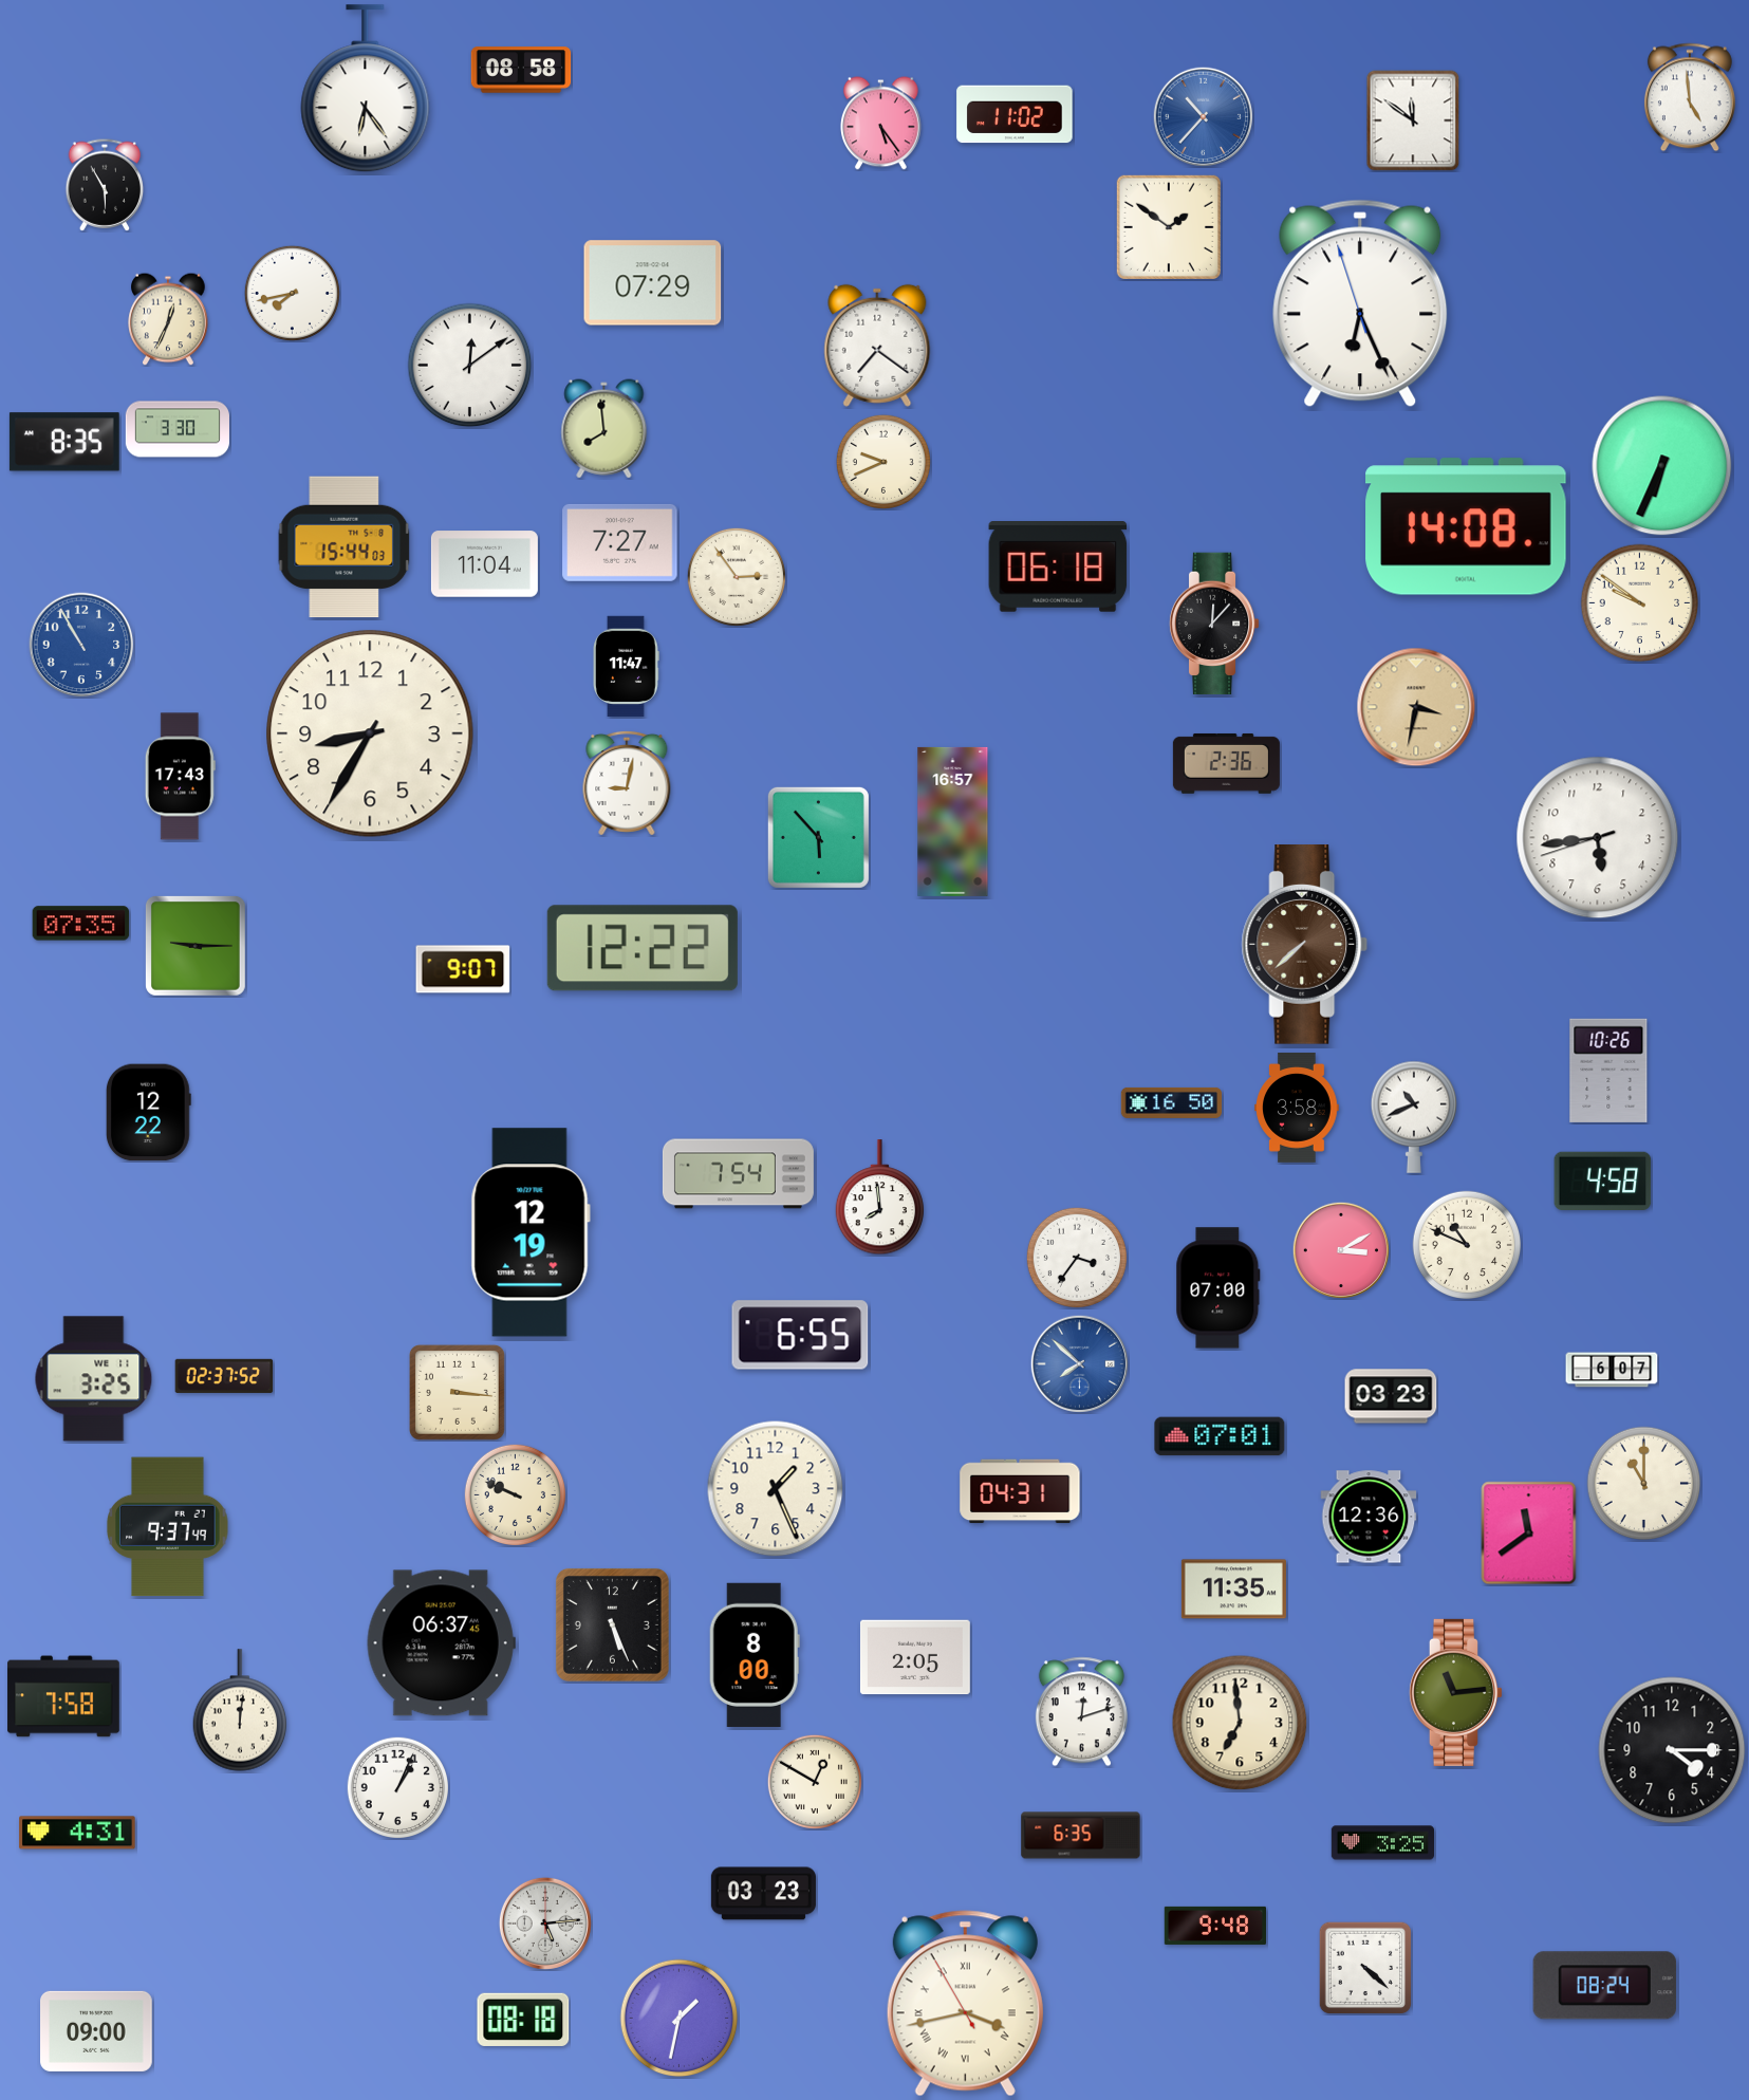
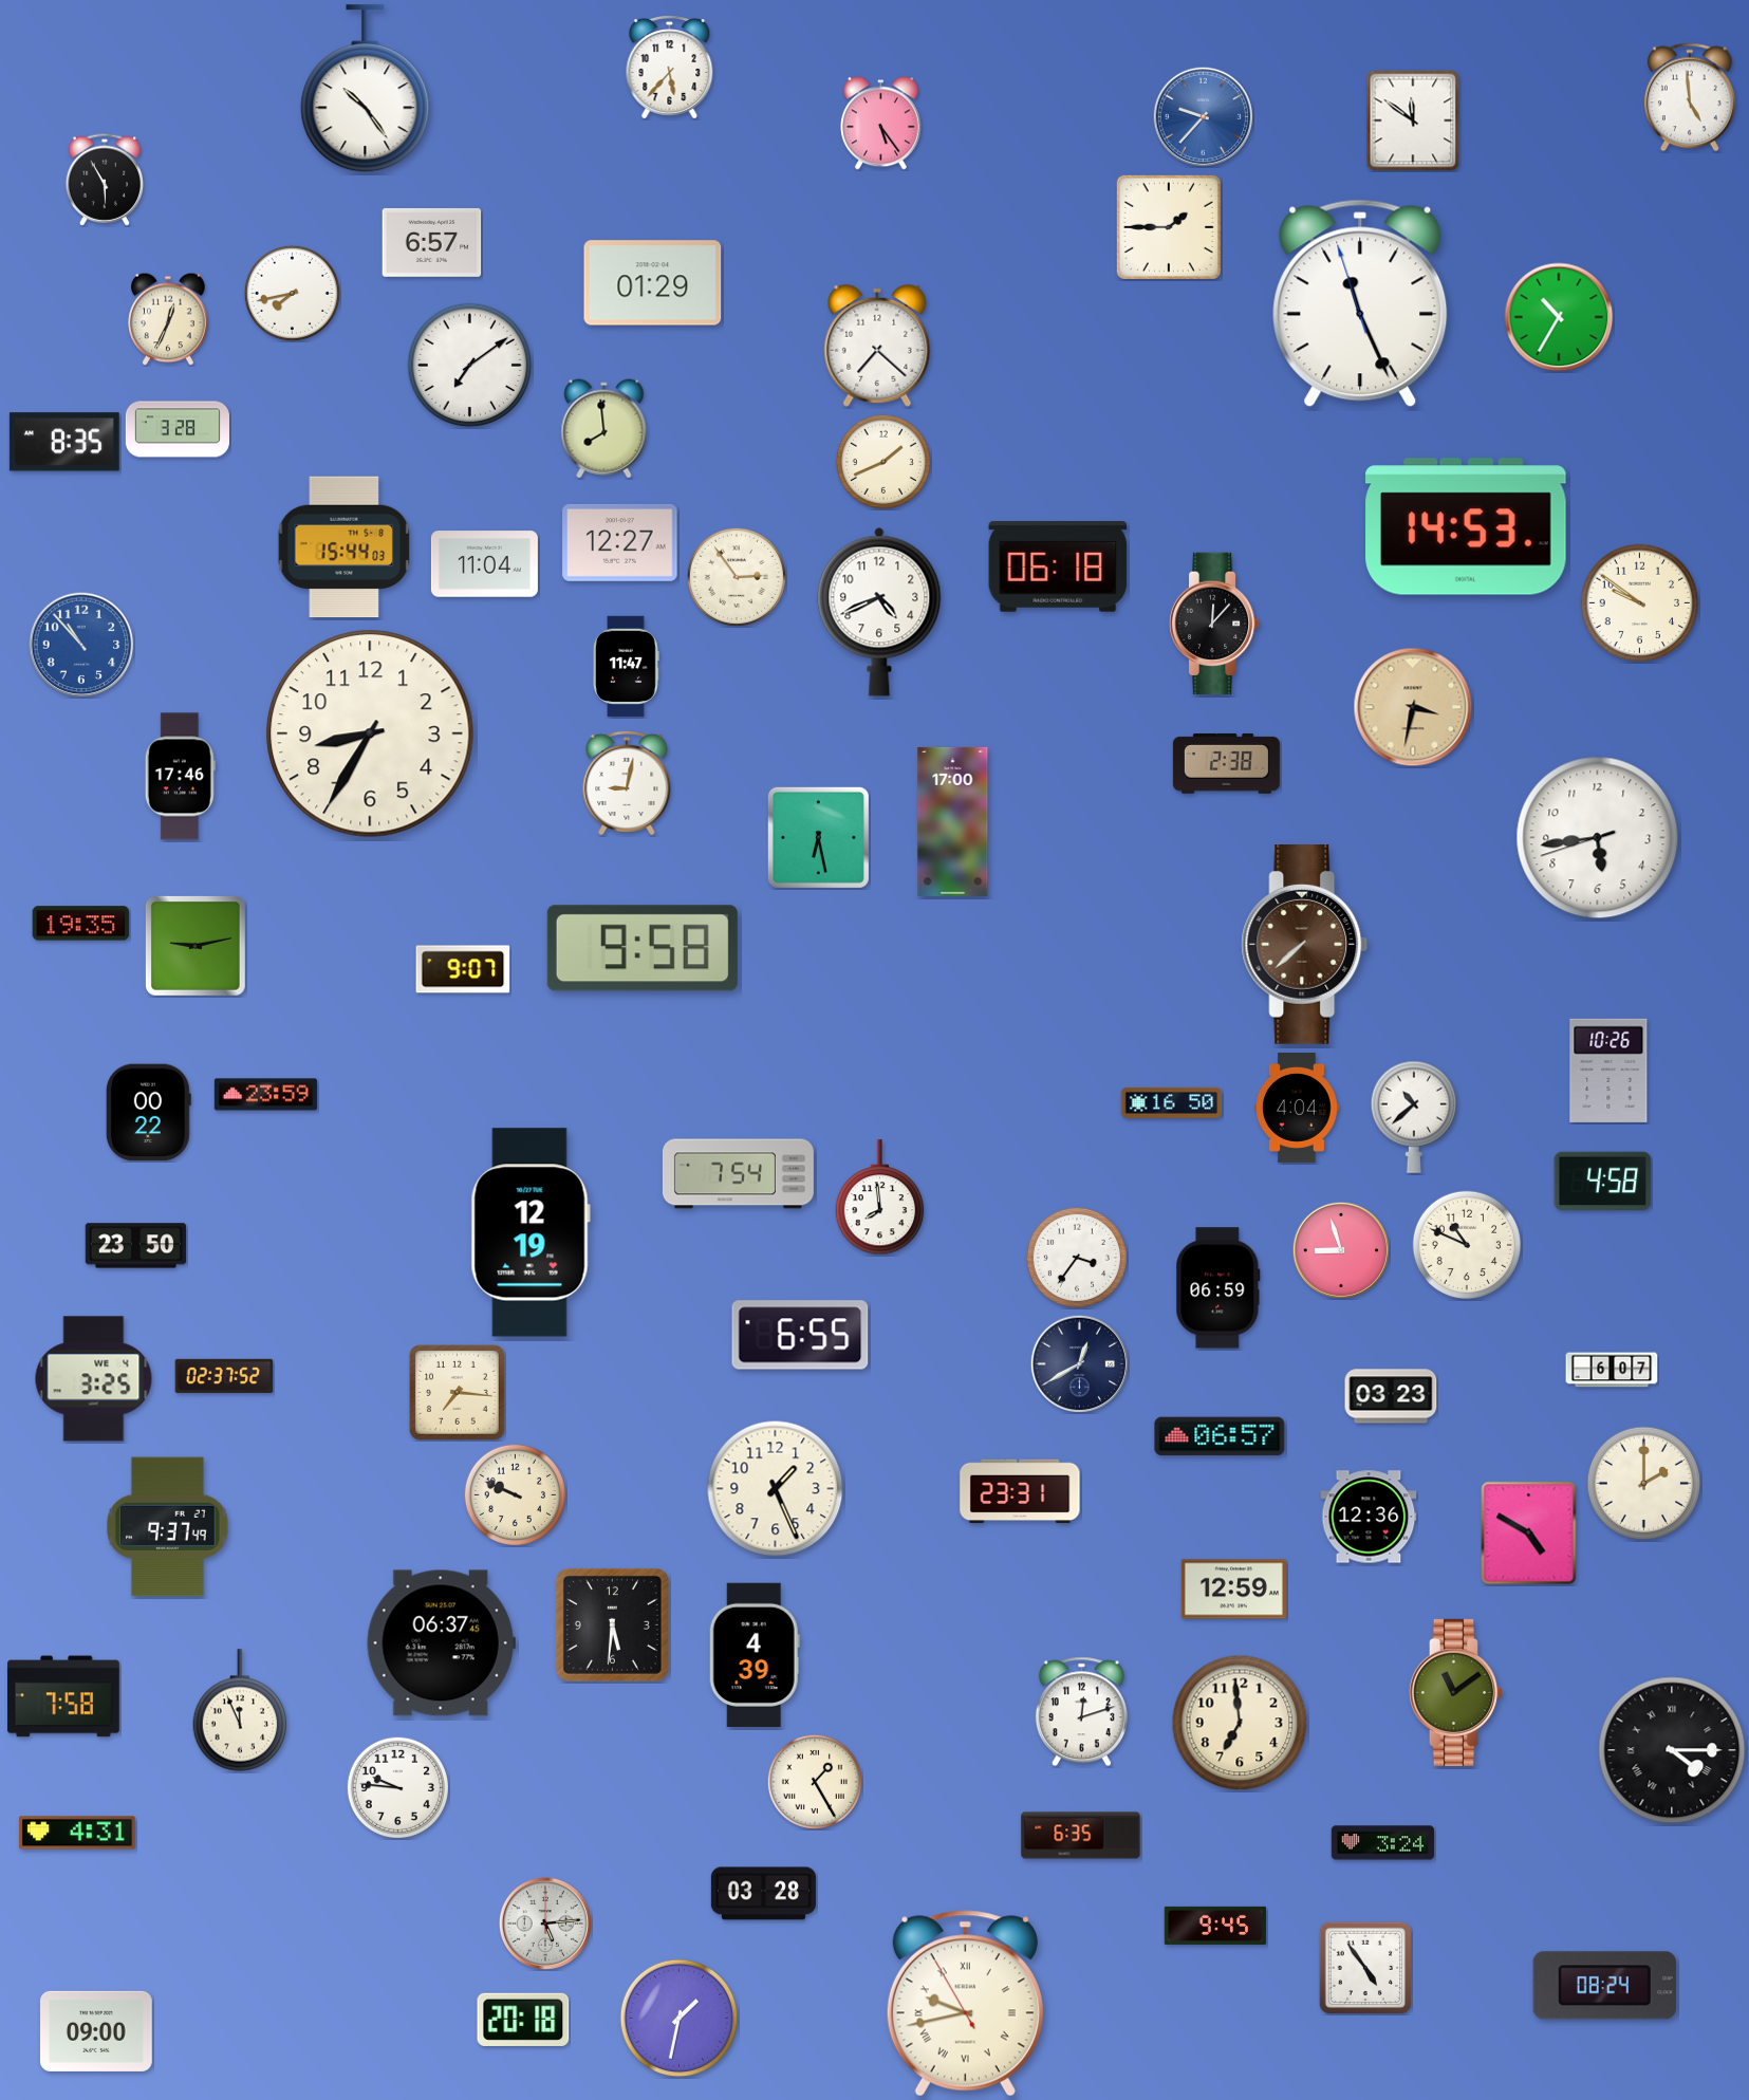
clock at (670, 68): none -> 5:37
clock at (521, 70): 08:58 -> none
clock at (366, 89): 6:24 -> 10:24
clock at (1015, 114): 11:02 -> none
clock at (1203, 116): 10:37 -> 9:37
clock at (105, 185) position: (105, 185) -> (105, 180)
clock at (1169, 227): 1:51 -> 1:45
clock at (432, 242): none -> 6:57
clock at (653, 283): 07:29 -> 01:29
clock at (1360, 303): 6:25 -> 11:25
clock at (1559, 317): none -> 10:35
clock at (877, 346): 7:21 -> 7:22
clock at (470, 366): 12:09 -> 7:09
clock at (178, 429): 3:30 -> 3:28
clock at (883, 462): 9:41 -> 1:41
clock at (1662, 466): 6:34 -> none
clock at (1466, 526): 14:08 -> 14:53
clock at (620, 542): 7:27 -> 12:27
clock at (879, 612): none -> 4:41
clock at (81, 645): 10:55 -> 10:53
clock at (1416, 707) position: (1416, 707) -> (1413, 707)
clock at (1226, 763): 2:36 -> 2:38
clock at (180, 777): 17:43 -> 17:46
clock at (953, 821): 16:57 -> 17:00
clock at (818, 837): 5:53 -> 6:28
clock at (81, 924): 07:35 -> 19:35
clock at (196, 946): 9:15 -> 9:13
clock at (643, 948): 12:22 -> 9:58
clock at (265, 1095): none -> 23:59
clock at (1297, 1108): 3:58 -> 4:04
clock at (149, 1113): 12:22 -> 00:22
clock at (1413, 1117): 10:41 -> 10:38
clock at (136, 1246): none -> 23:50
clock at (1340, 1249): 3:10 -> 8:57
clock at (1218, 1288): 07:00 -> 06:59
clock at (1079, 1363): 7:52 -> 12:40
clock at (1079, 1363) dial: blue -> navy
clock at (94, 1379) date: WE 11 -> WE 4
clock at (457, 1392): 3:16 -> 7:16
clock at (1220, 1436): 07:01 -> 06:57
clock at (1644, 1484): 11:00 -> 2:00
clock at (1020, 1491): 04:31 -> 23:31
clock at (1529, 1534): 11:39 -> 4:50
clock at (1233, 1590): 11:35 -> 12:59
clock at (612, 1624): 5:26 -> 5:31
clock at (755, 1655): 8:00 -> 4:39
clock at (915, 1657): 2:05 -> none
clock at (1455, 1692): 11:14 -> 11:09
clock at (240, 1710): 12:01 -> 11:56
clock at (1672, 1750) numerals: Arabic -> Roman
clock at (815, 1782): 12:50 -> 1:25
clock at (397, 1787): 1:04 -> 9:46
clock at (1382, 1843): 3:25 -> 3:24
clock at (763, 1894): 03:23 -> 03:28
clock at (1214, 1926): 9:48 -> 9:45
clock at (1365, 1968): 4:22 -> 4:54
clock at (965, 2004): 3:42 -> 9:42
clock at (523, 2020): 08:18 -> 20:18
